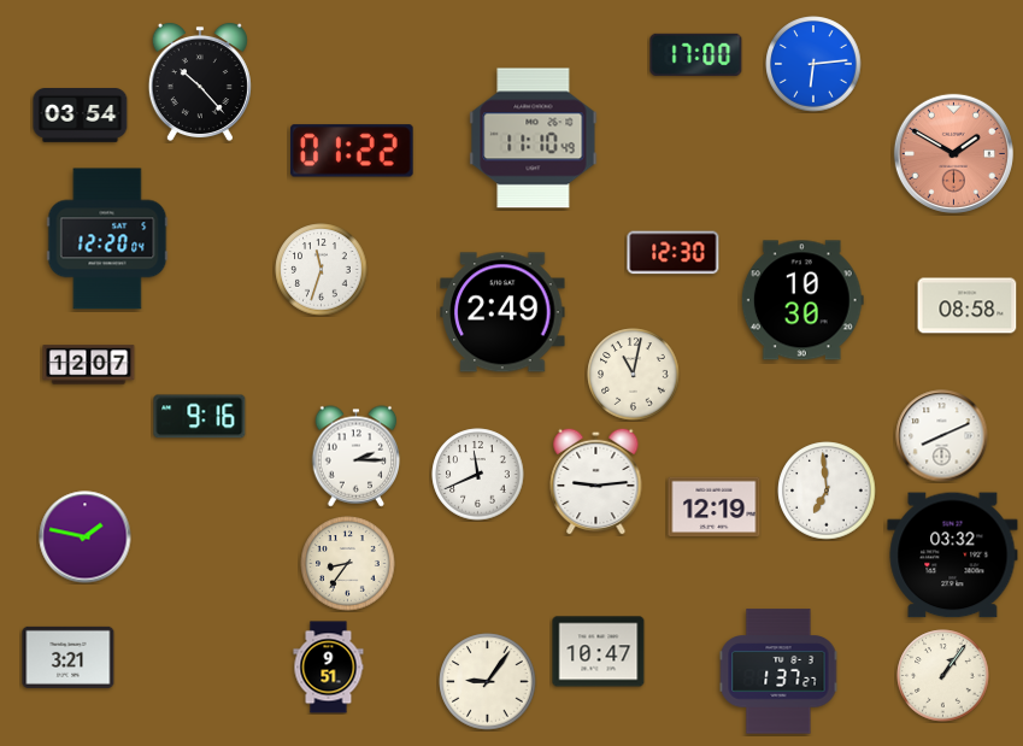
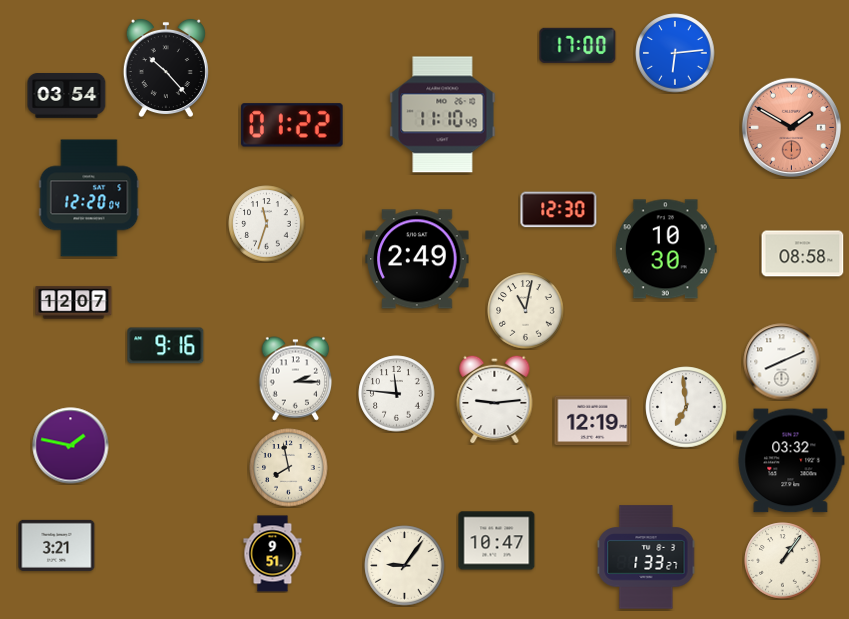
clock at (478, 475): 11:41 -> 11:46
clock at (348, 564): 8:36 -> 7:58
clock at (778, 671): 1:37 -> 1:33
